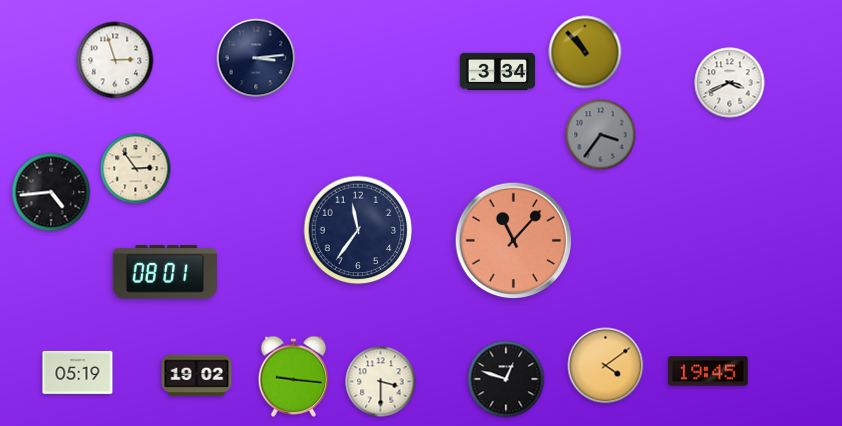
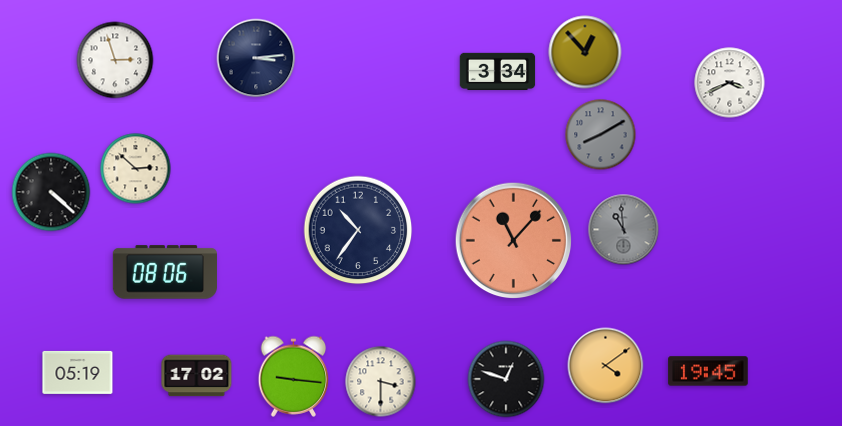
clock at (585, 52): 10:53 -> 12:53
clock at (601, 135): 3:36 -> 8:10
clock at (136, 169): 2:54 -> 2:52
clock at (51, 192): 4:44 -> 4:22
clock at (358, 230): 11:36 -> 10:36
clock at (624, 230): none -> 10:59
clock at (165, 272): 08:01 -> 08:06
clock at (197, 376): 19:02 -> 17:02
